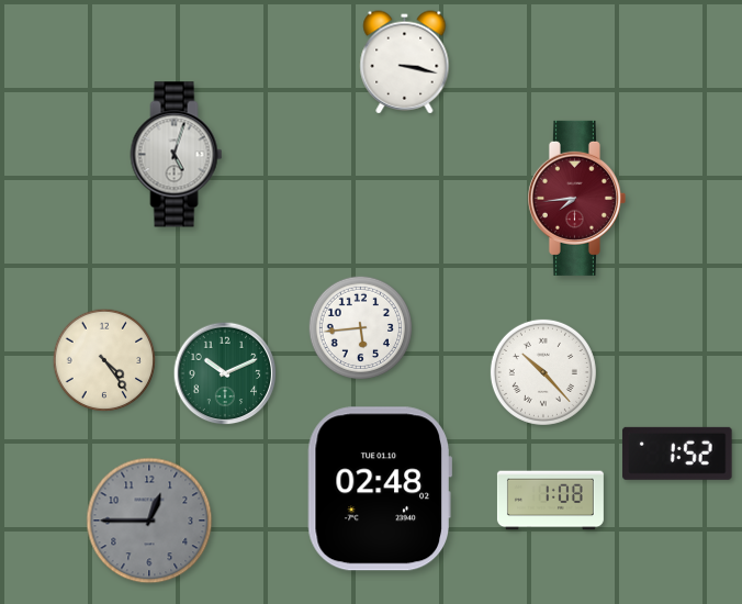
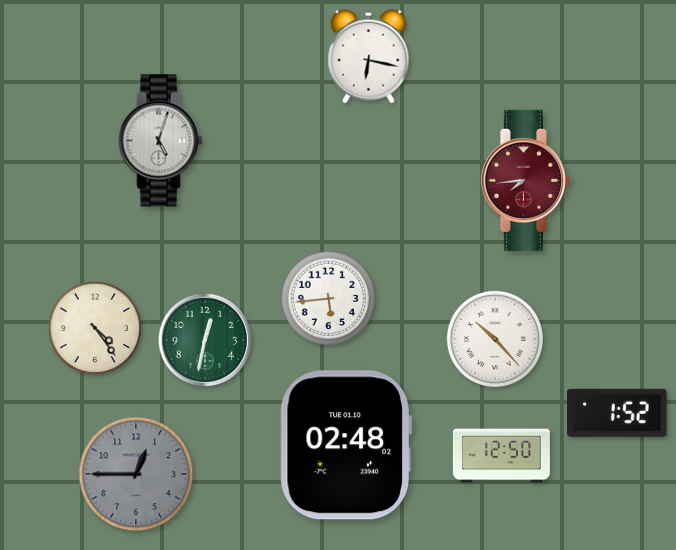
clock at (405, 63): 3:17 -> 6:17
clock at (225, 373): 10:11 -> 12:32
clock at (550, 501): 1:08 -> 12:50
